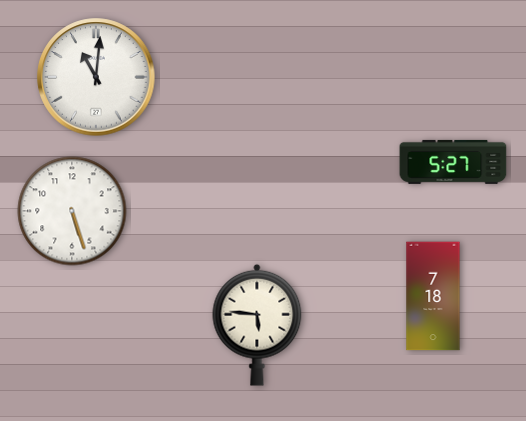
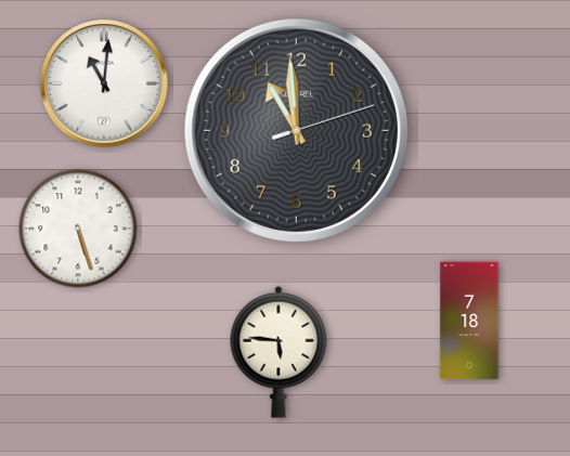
clock at (296, 130): none -> 10:59
clock at (453, 162): 5:27 -> none
